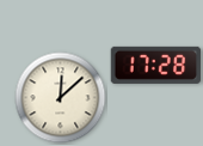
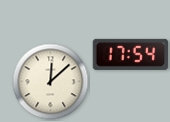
clock at (156, 65): 17:28 -> 17:54
